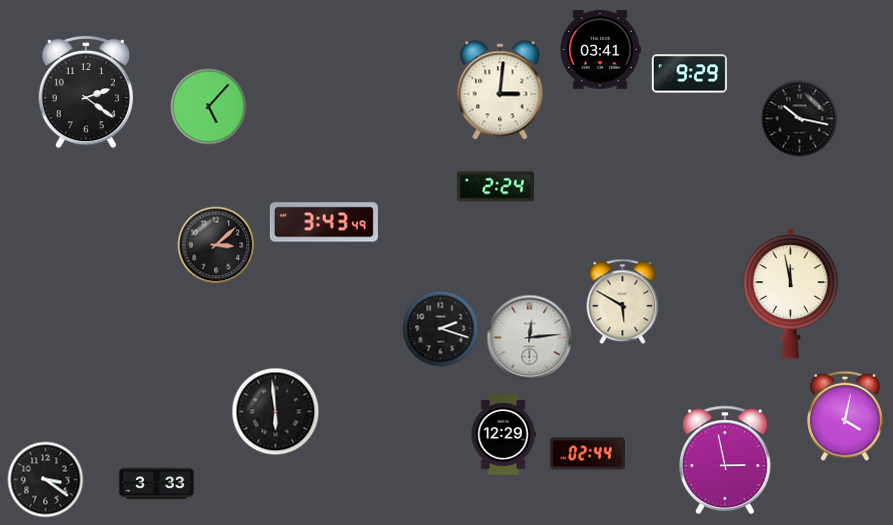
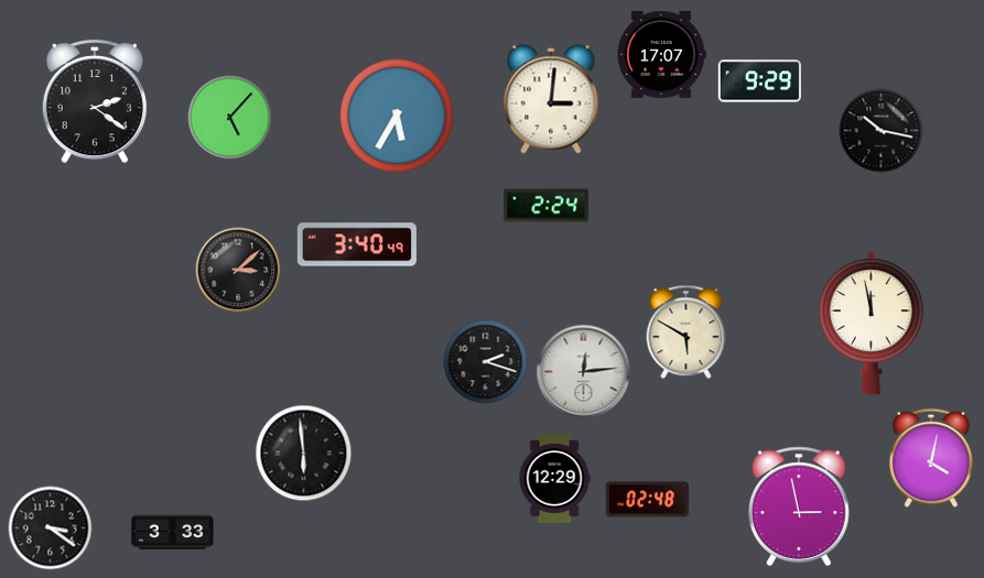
clock at (600, 50): 03:41 -> 17:07
clock at (397, 116): none -> 5:35
clock at (324, 222): 3:43 -> 3:40
clock at (587, 454): 02:44 -> 02:48
